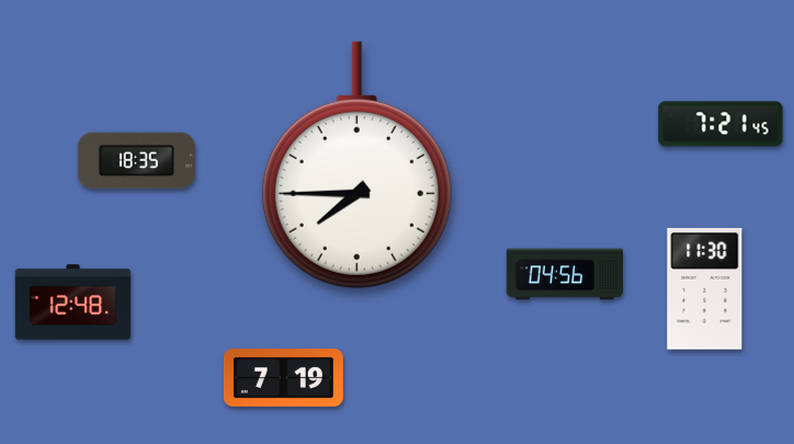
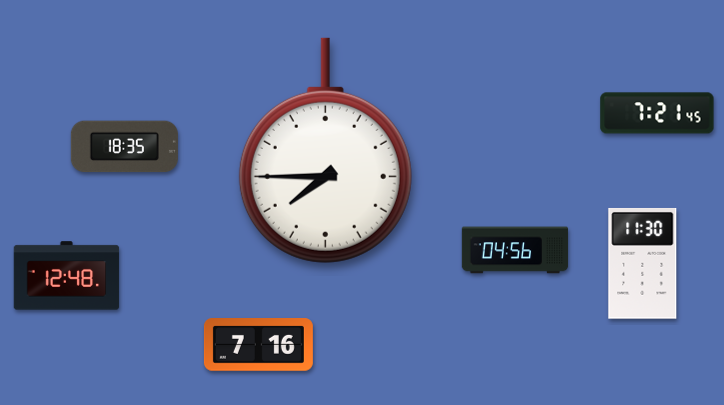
clock at (283, 378): 7:19 -> 7:16
